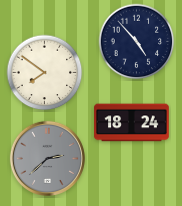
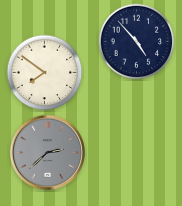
clock at (132, 123): 18:24 -> none
clock at (47, 158) position: (47, 158) -> (47, 152)
